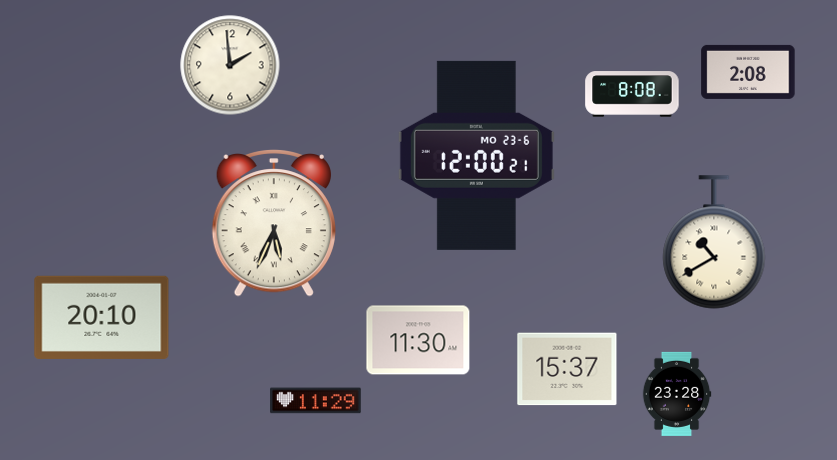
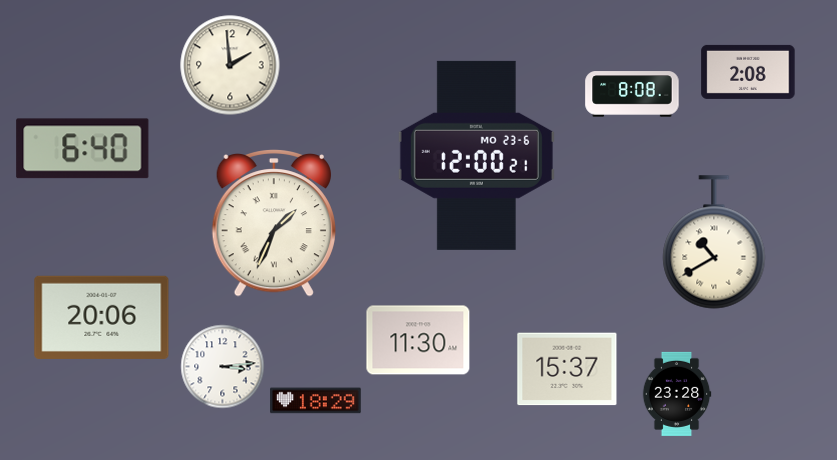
clock at (83, 149): none -> 6:40
clock at (274, 224): 5:34 -> 1:34
clock at (102, 317): 20:10 -> 20:06
clock at (223, 367): none -> 3:14
clock at (316, 401): 11:29 -> 18:29
